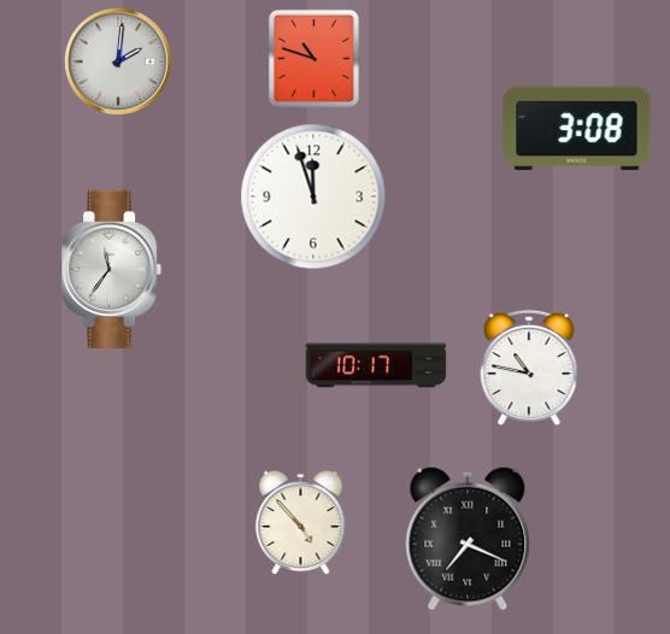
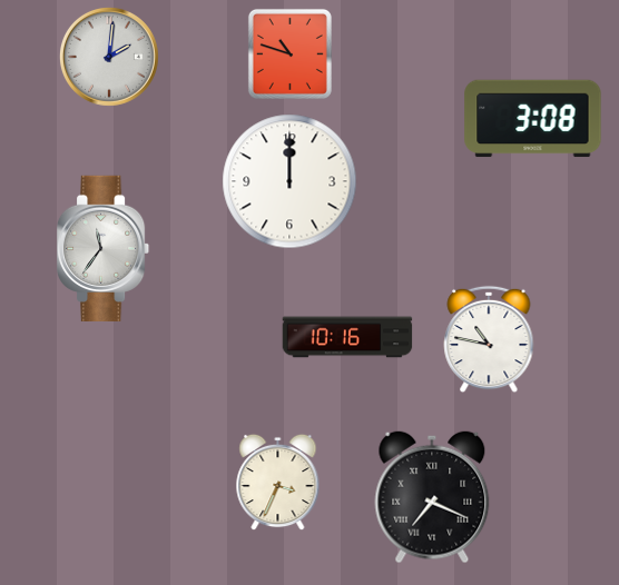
clock at (313, 196): 11:57 -> 12:00
clock at (376, 365): 10:17 -> 10:16
clock at (301, 523): 4:53 -> 3:34
